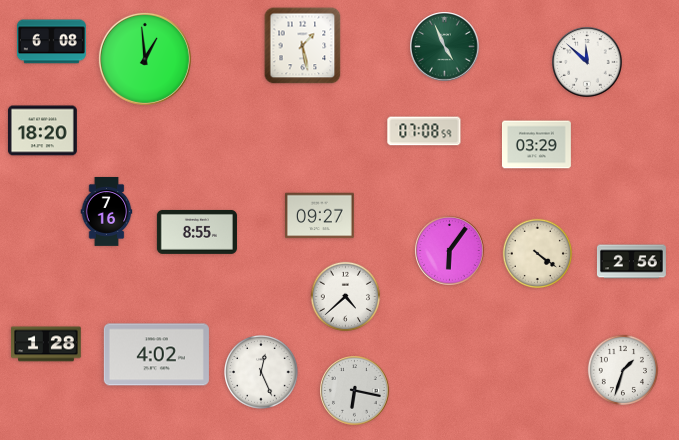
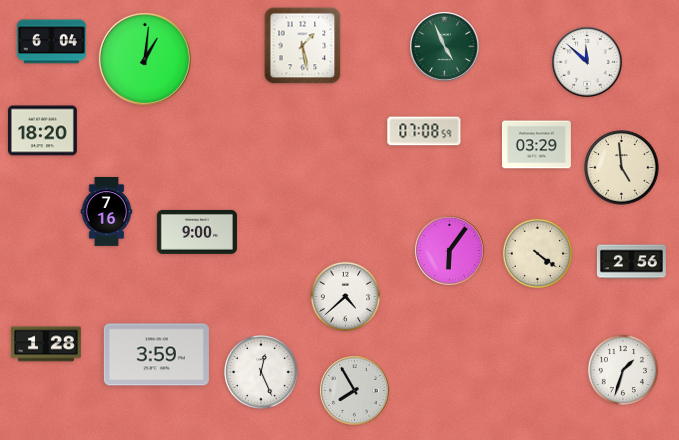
clock at (51, 42): 6:08 -> 6:04
clock at (145, 59): 12:59 -> 1:01
clock at (622, 168): none -> 4:59
clock at (319, 216): 09:27 -> none
clock at (197, 232): 8:55 -> 9:00
clock at (156, 355): 4:02 -> 3:59
clock at (355, 391): 6:17 -> 7:55
